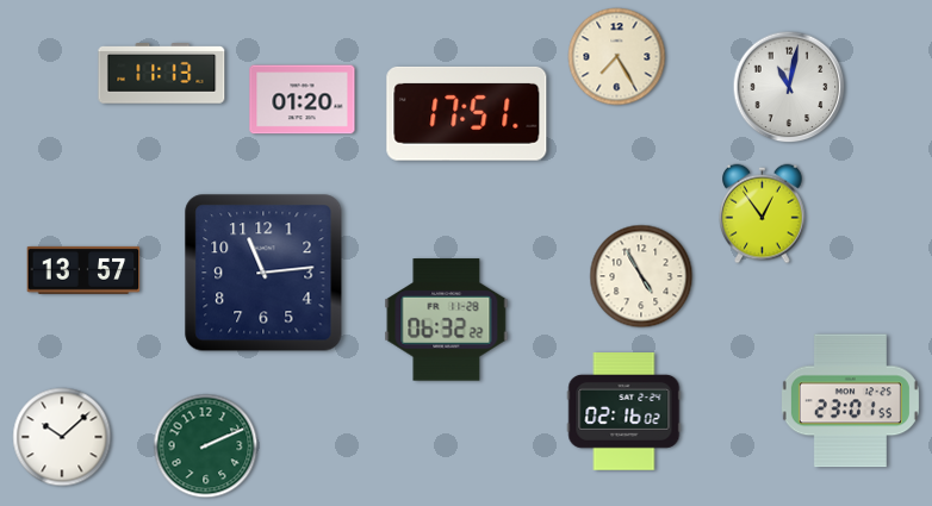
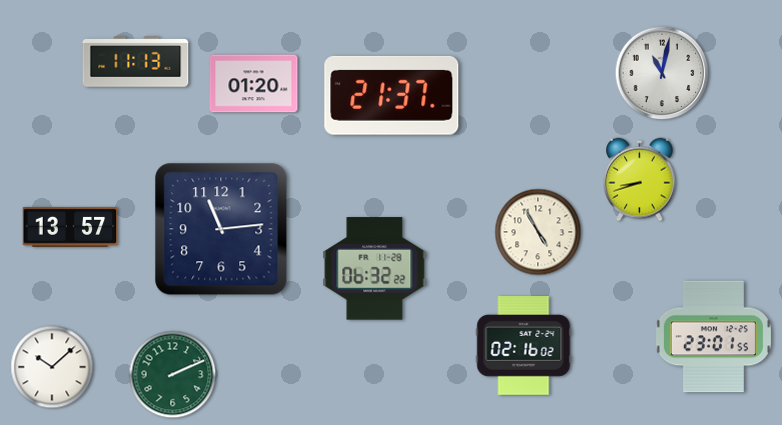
clock at (617, 57): 7:25 -> none
clock at (467, 113): 17:51 -> 21:37
clock at (763, 214): 12:54 -> 8:42
